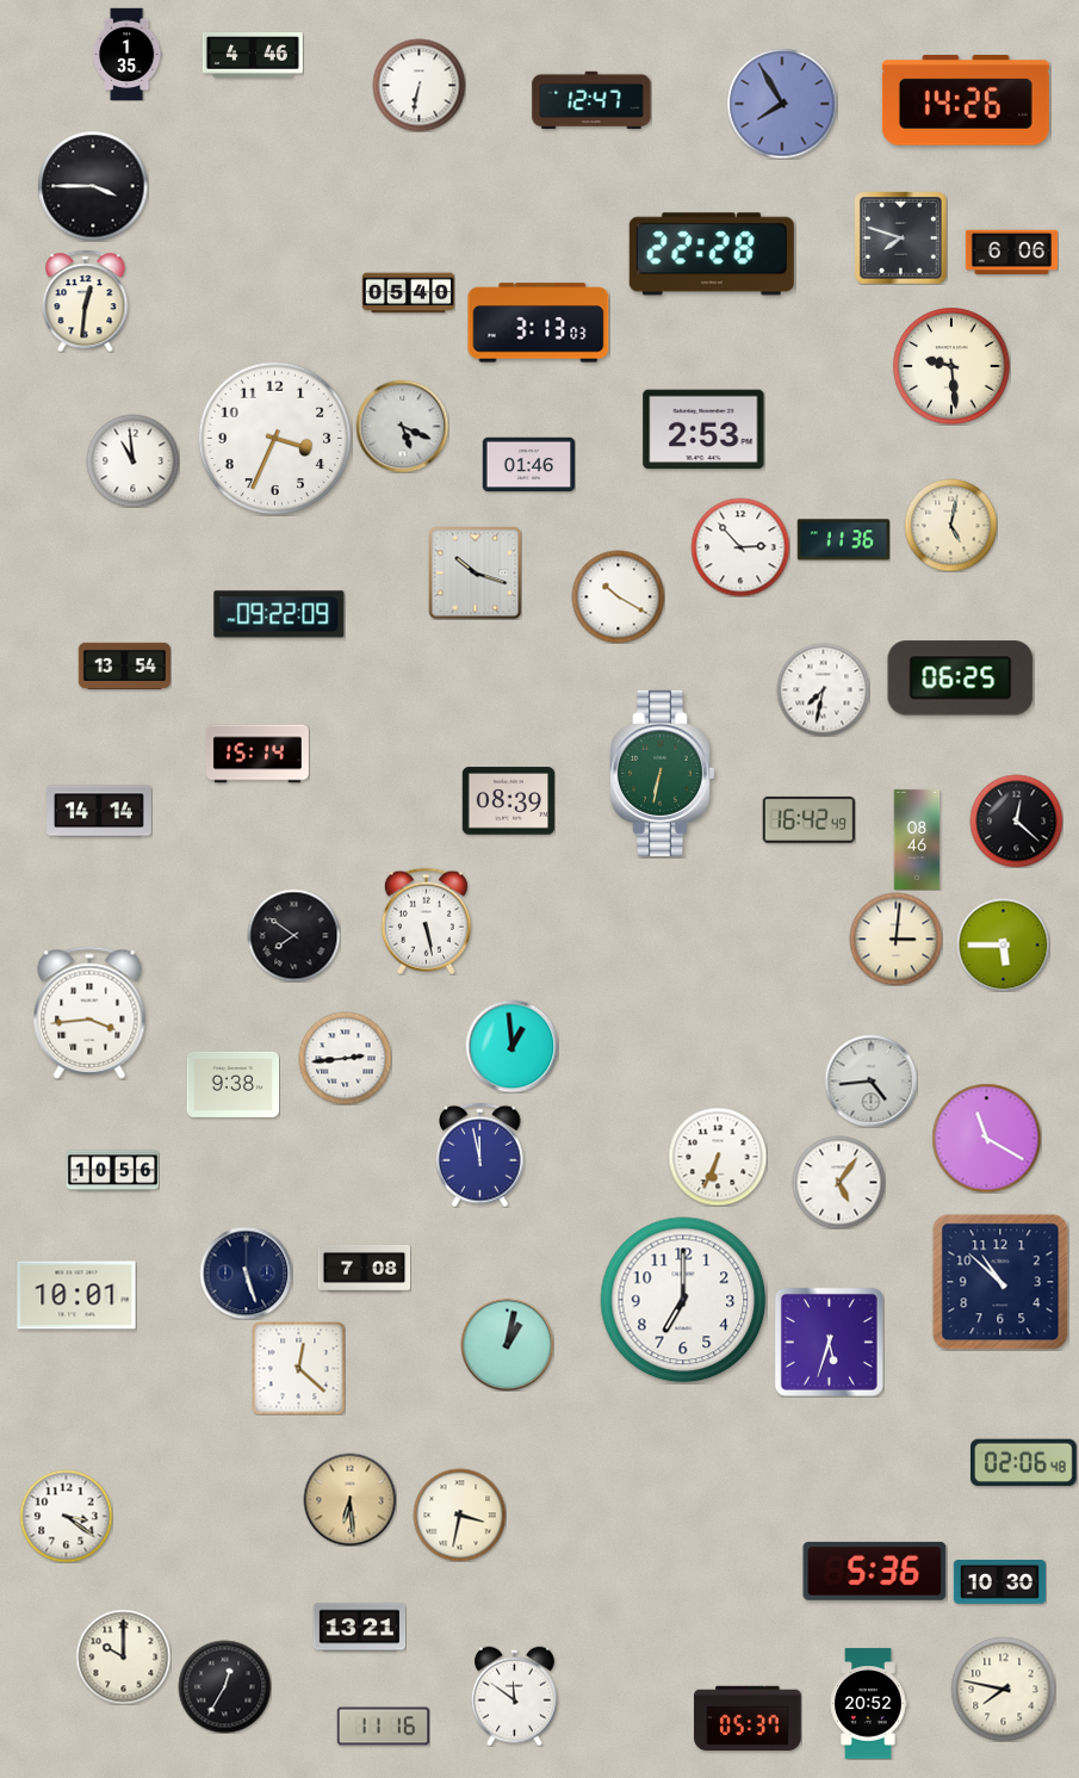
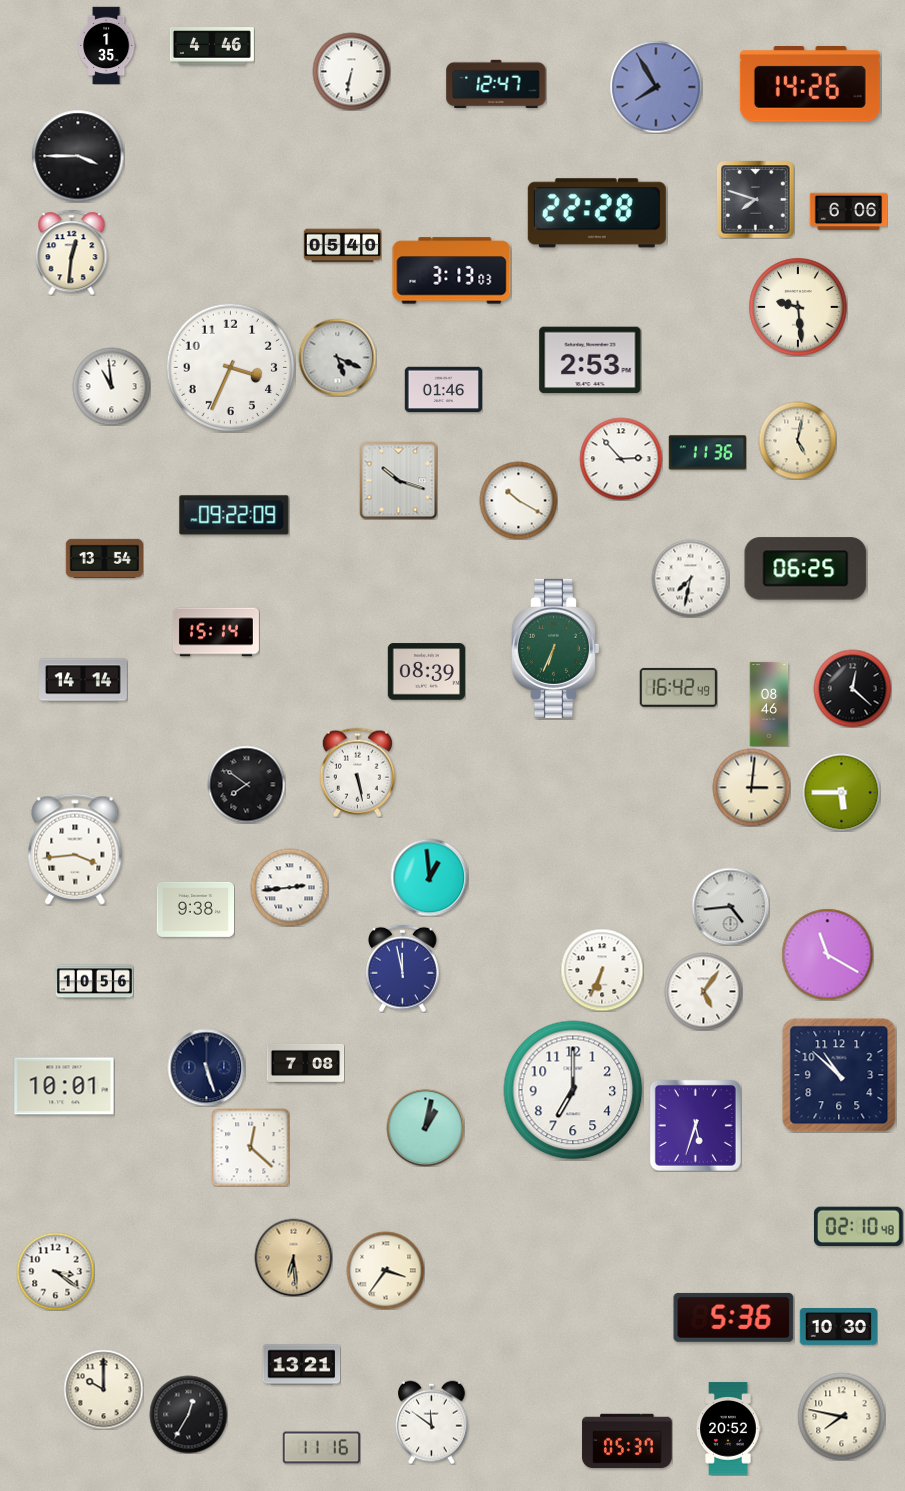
clock at (662, 773): 6:32 -> 6:34
clock at (1023, 1463): 02:06 -> 02:10
clock at (459, 1514): 3:32 -> 3:36
